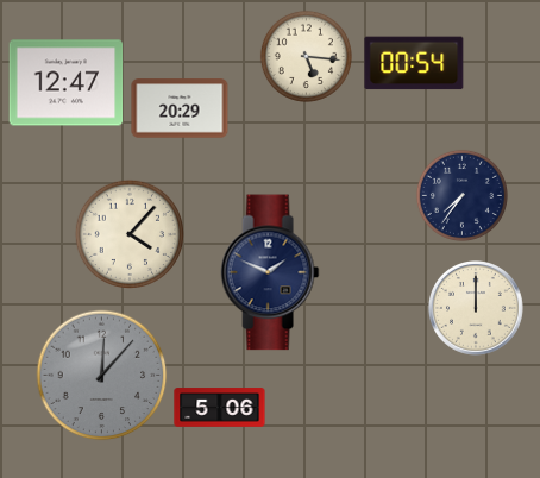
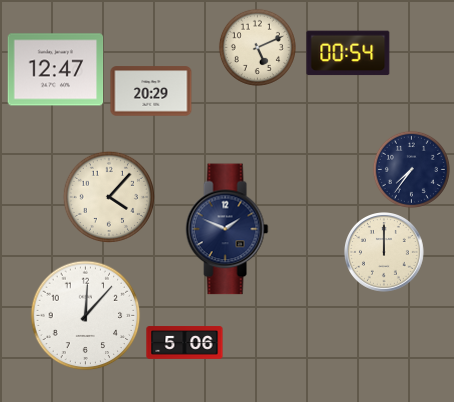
clock at (306, 56): 5:16 -> 5:11
clock at (461, 195) position: (461, 195) -> (411, 169)
clock at (477, 309) position: (477, 309) -> (385, 253)
clock at (102, 376) dial: grey -> white
